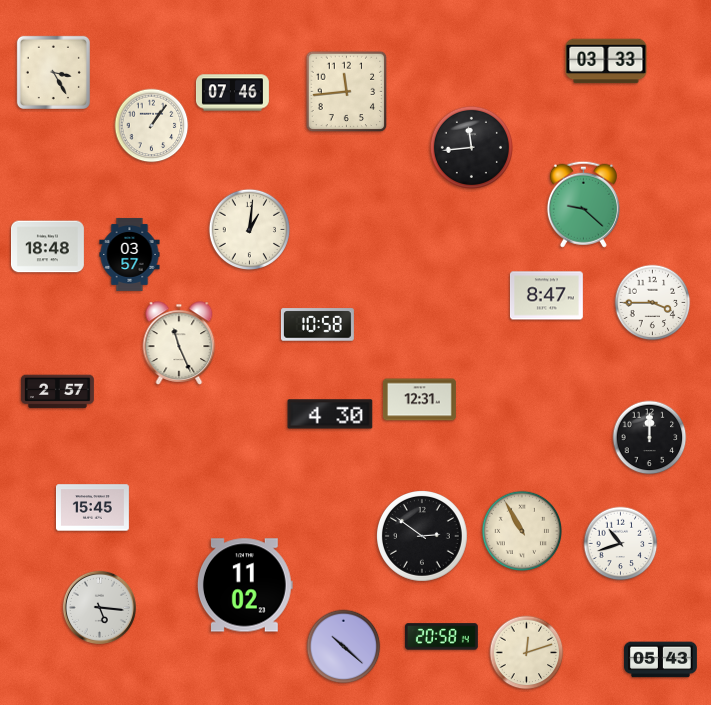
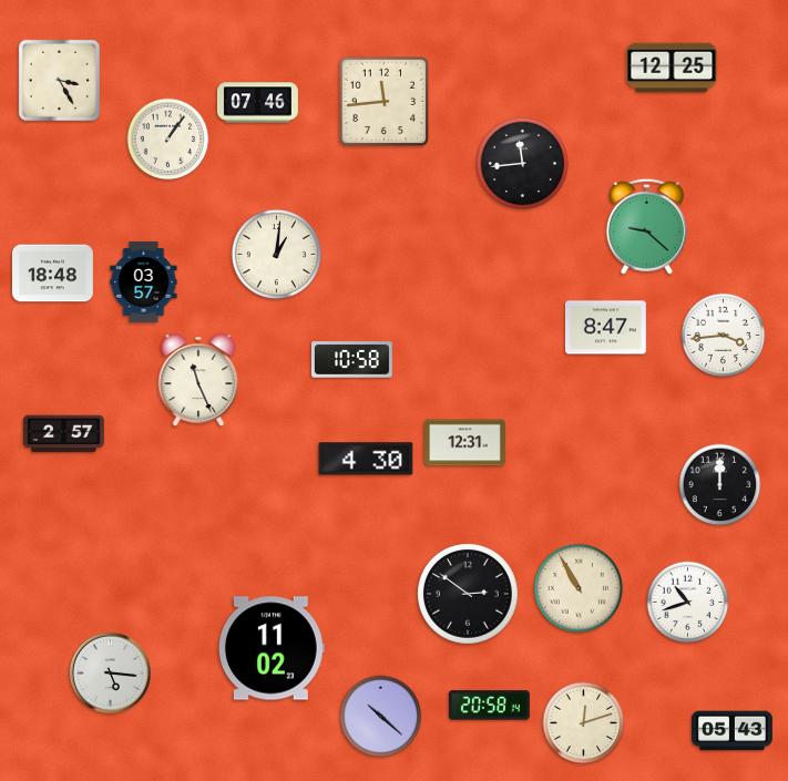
clock at (606, 61): 03:33 -> 12:25
clock at (653, 303): 3:45 -> 3:44
clock at (92, 508): 15:45 -> none
